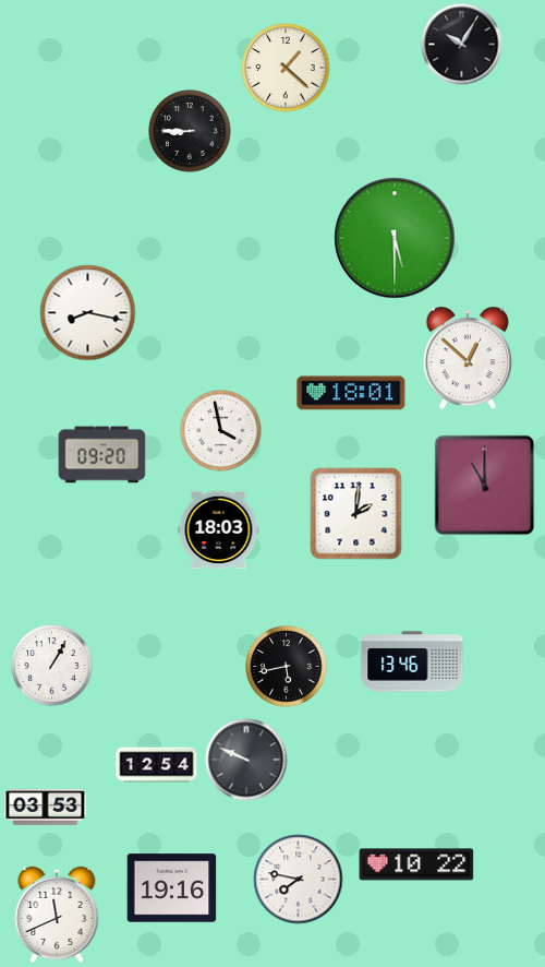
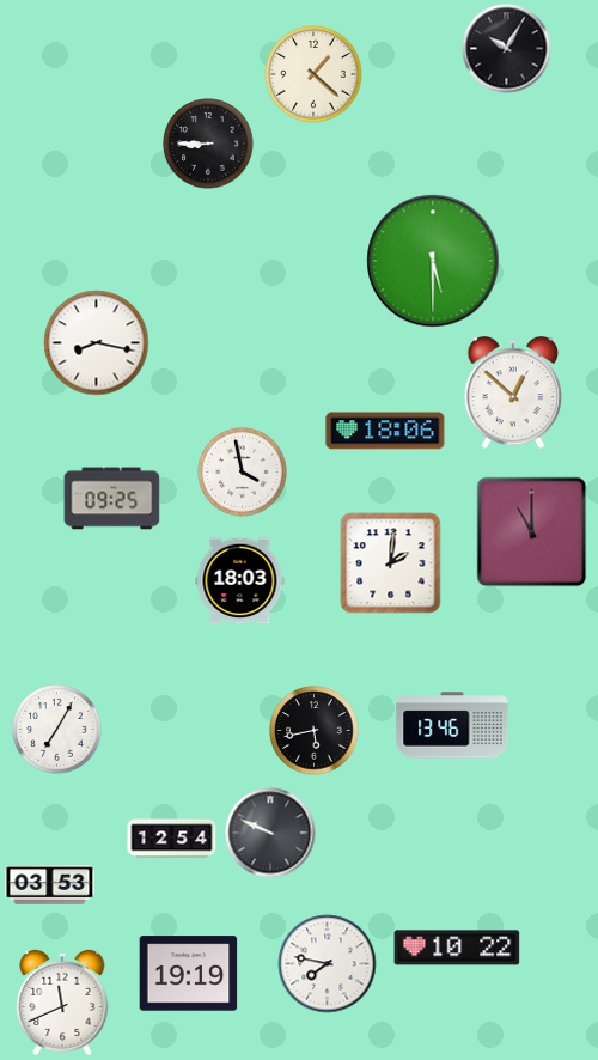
clock at (351, 393): 18:01 -> 18:06
clock at (102, 455): 09:20 -> 09:25
clock at (52, 666): 1:05 -> 7:05
clock at (172, 888): 19:16 -> 19:19
